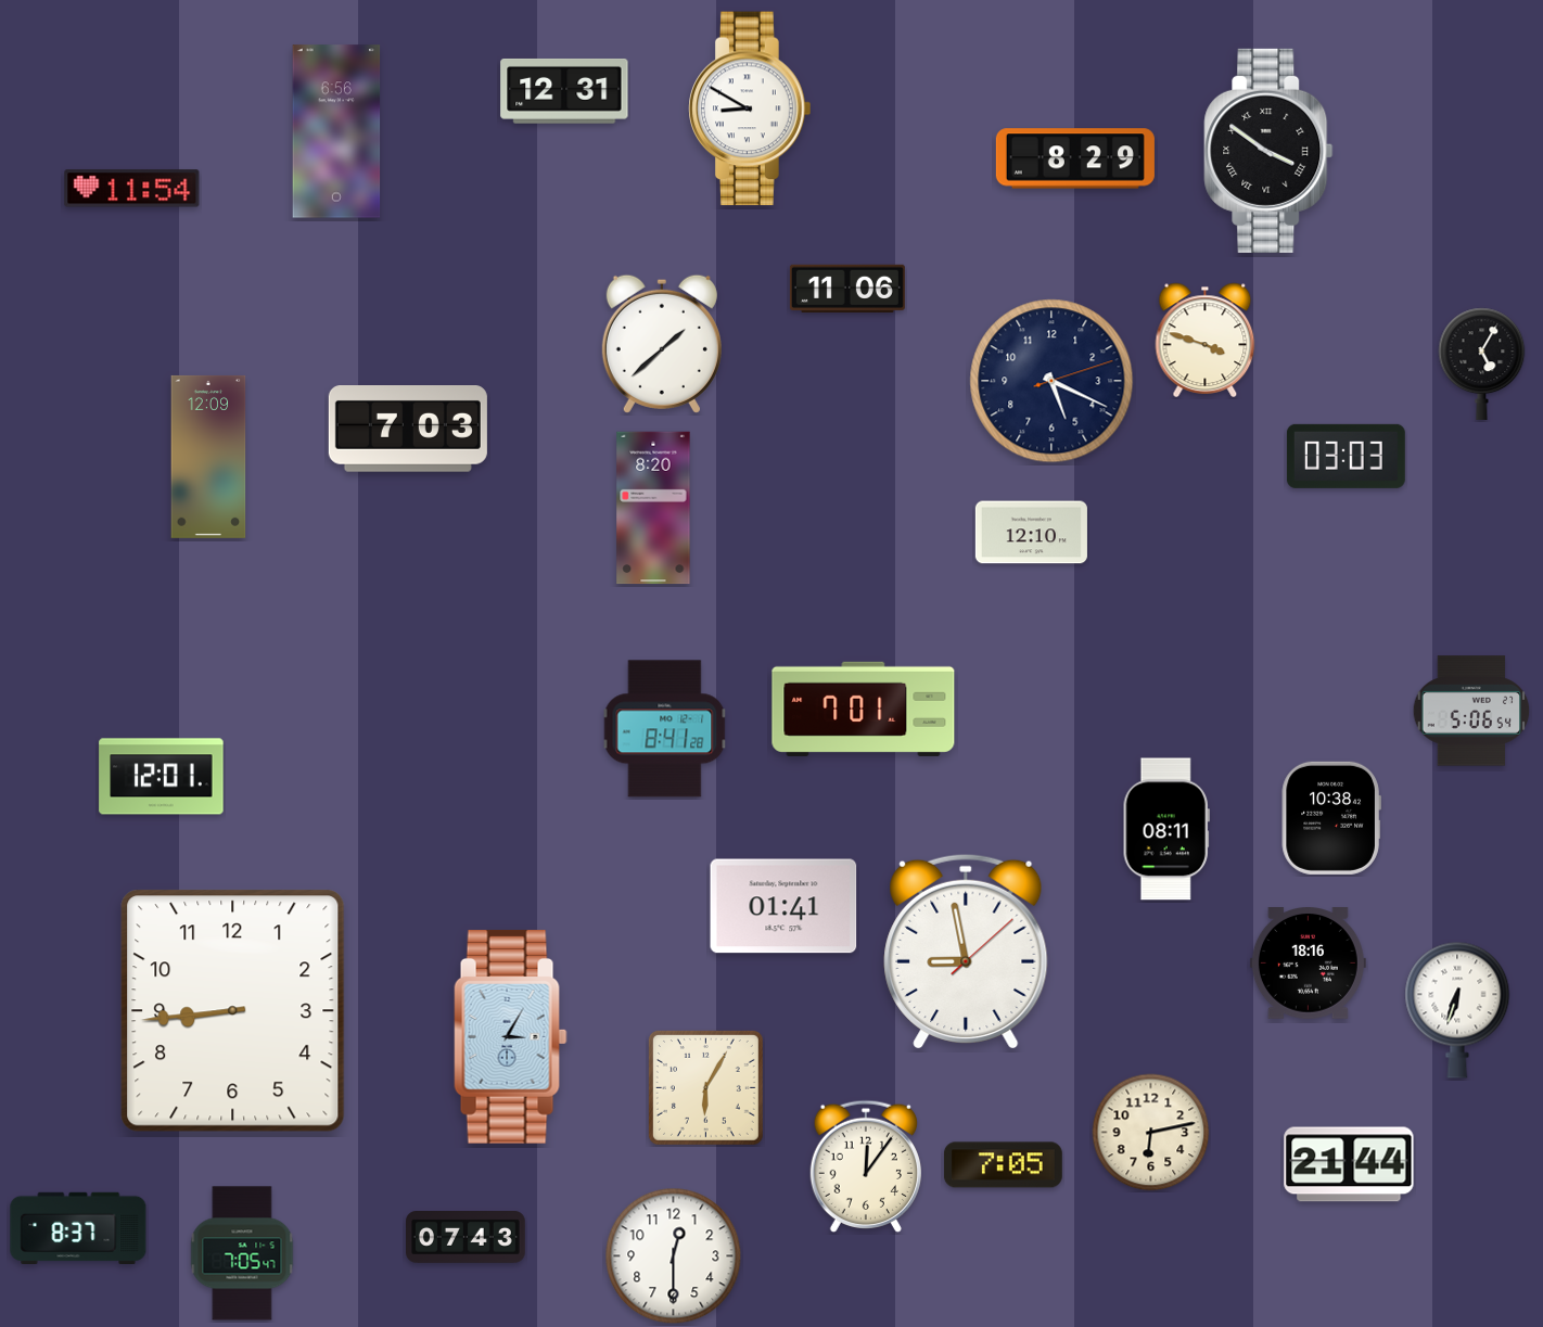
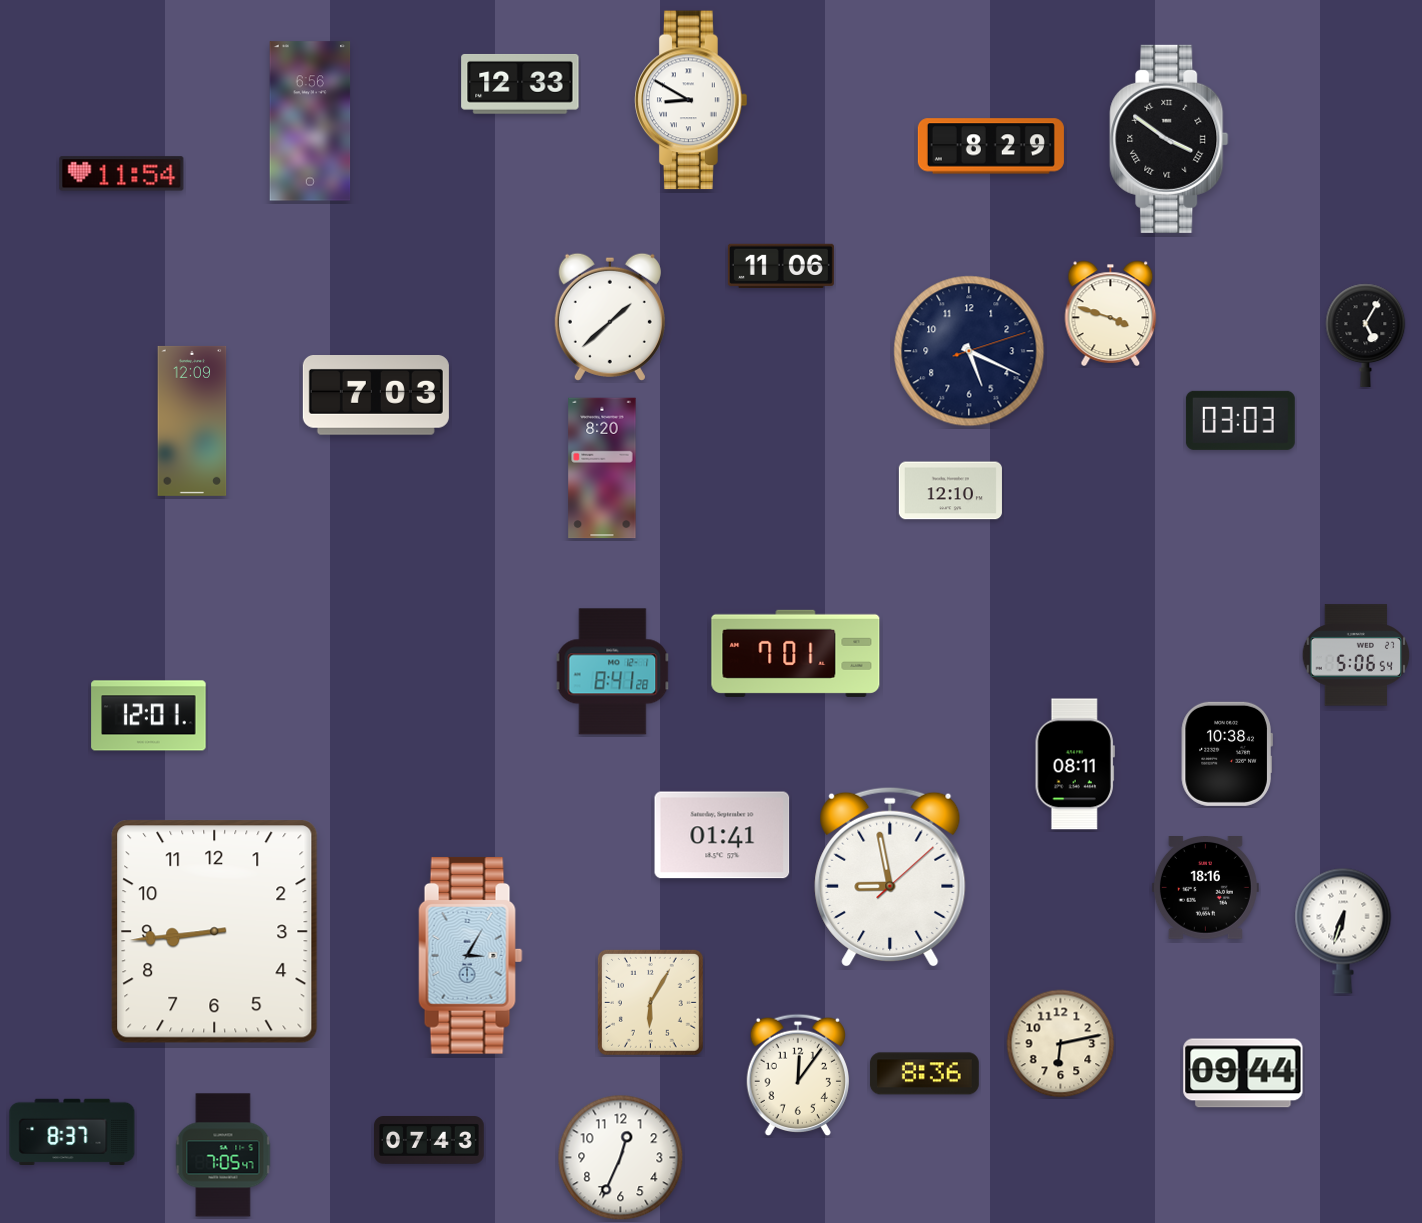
clock at (564, 91): 12:31 -> 12:33
clock at (1349, 1164): 21:44 -> 09:44
clock at (1003, 1165): 7:05 -> 8:36
clock at (674, 1256): 12:30 -> 12:34
